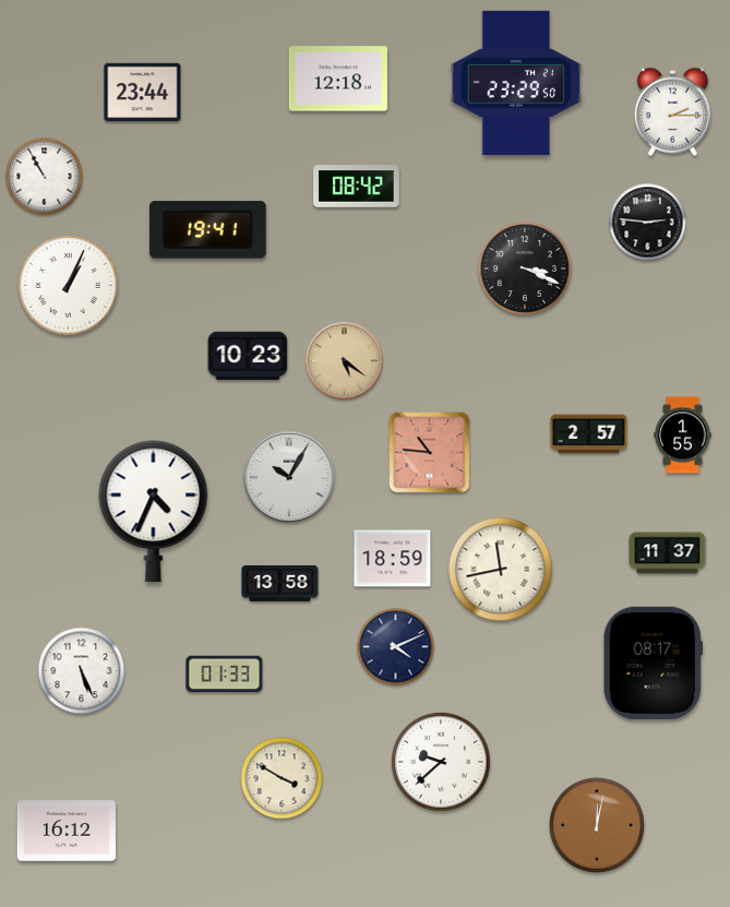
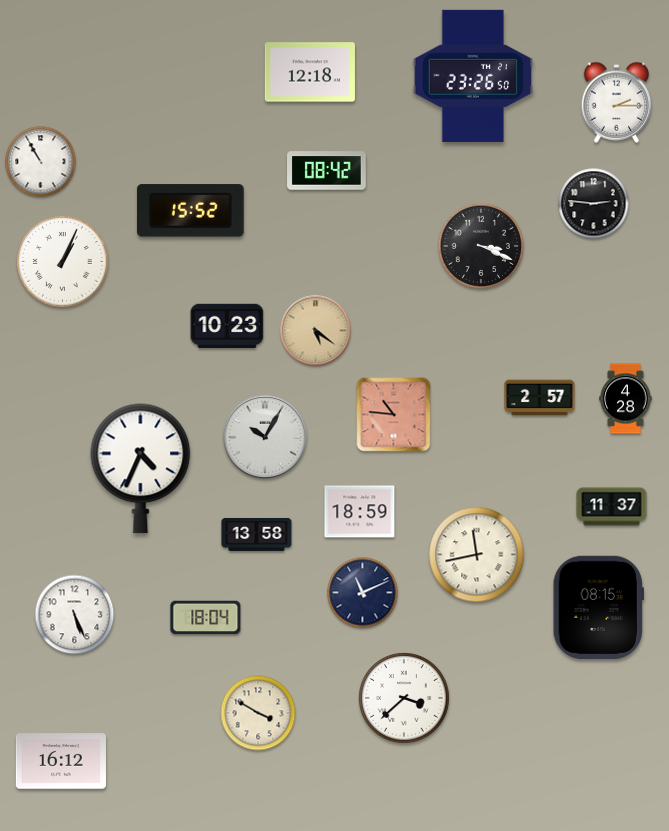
clock at (516, 83): 23:29 -> 23:26
clock at (143, 93): 23:44 -> none
clock at (207, 230): 19:41 -> 15:52
clock at (683, 435): 1:55 -> 4:28
clock at (501, 570) position: (501, 570) -> (477, 555)
clock at (396, 647): 4:11 -> 11:11
clock at (653, 663): 08:17 -> 08:15
clock at (225, 675): 01:33 -> 18:04
clock at (441, 762): 9:38 -> 3:38
clock at (597, 825): 12:02 -> none
